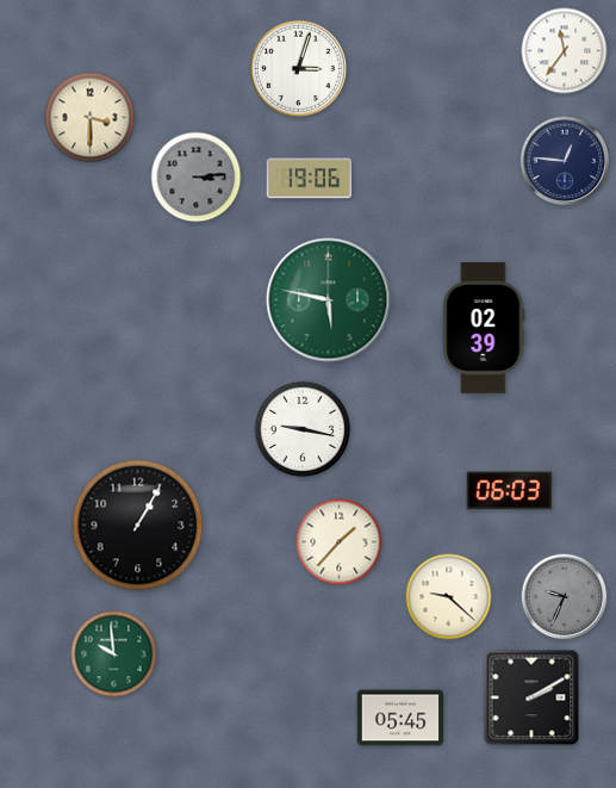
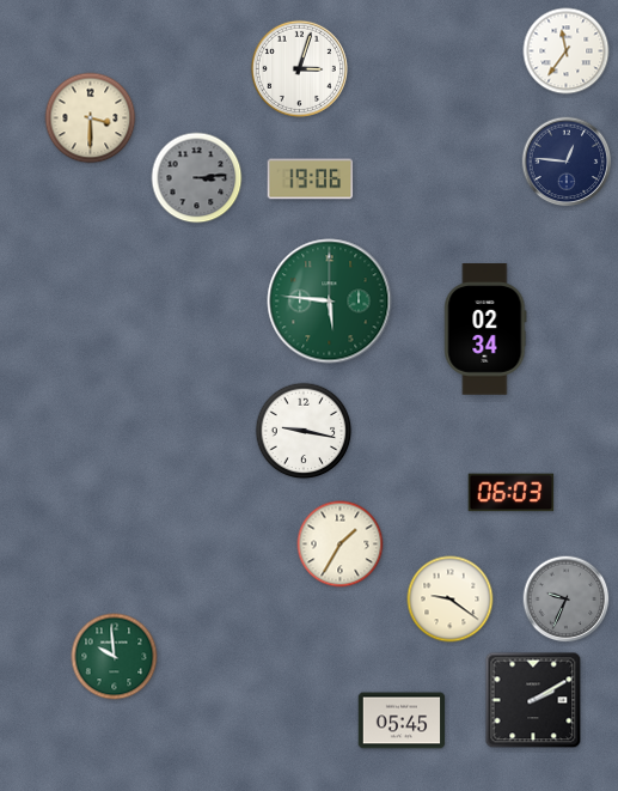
clock at (329, 300): 5:47 -> 5:46
clock at (484, 328): 02:39 -> 02:34
clock at (138, 526): 1:05 -> none
clock at (340, 542): 1:37 -> 1:35
clock at (449, 597): 9:22 -> 9:21
